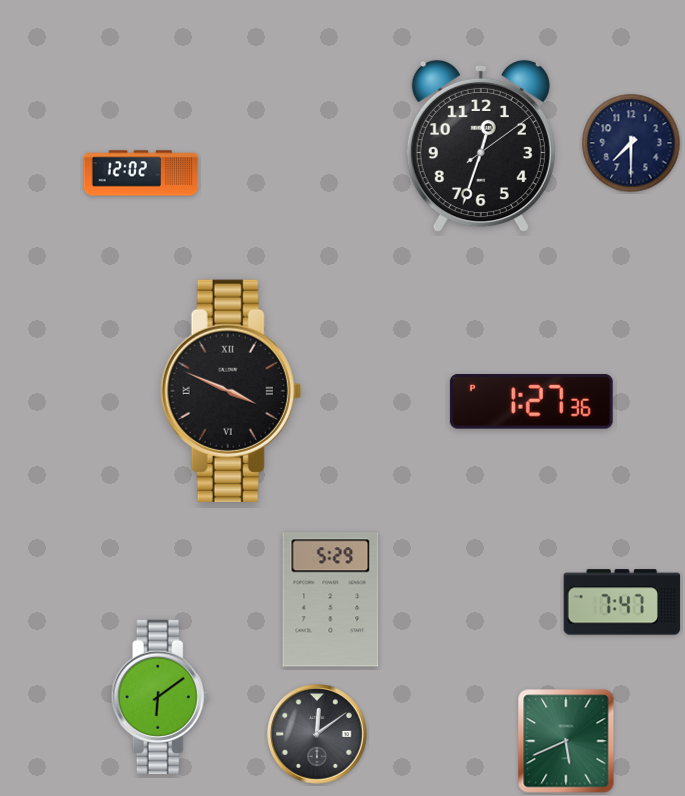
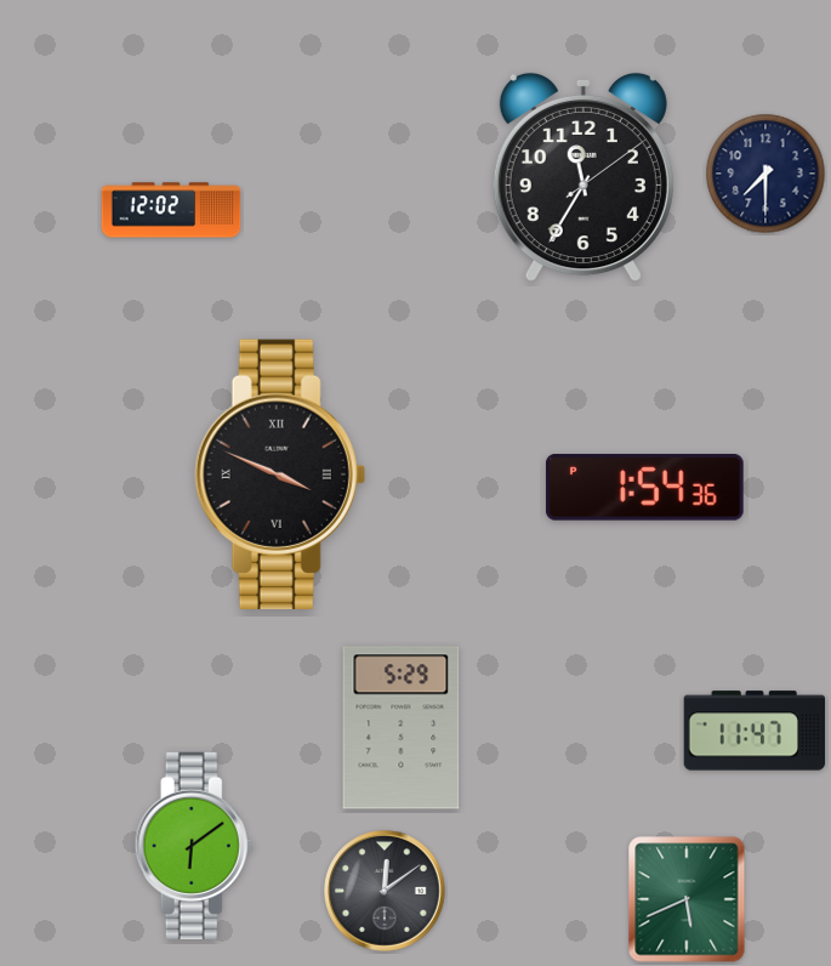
clock at (481, 146): 12:33 -> 11:35
clock at (531, 402): 1:27 -> 1:54
clock at (622, 602): 7:47 -> 11:47
